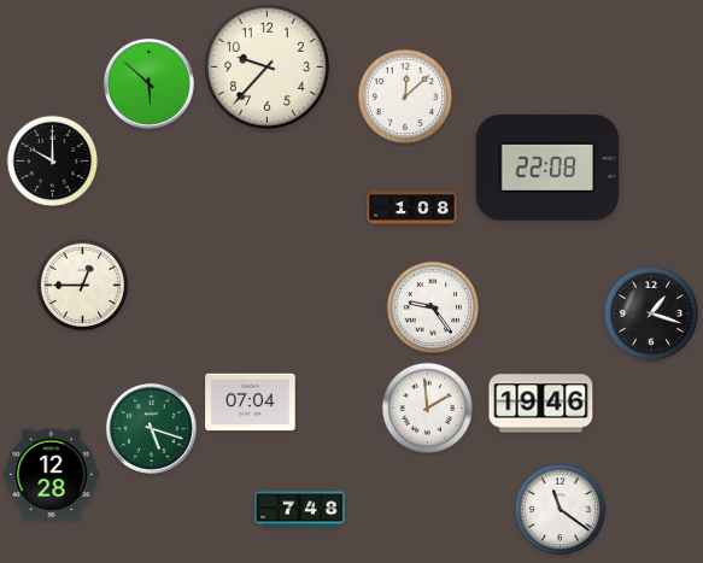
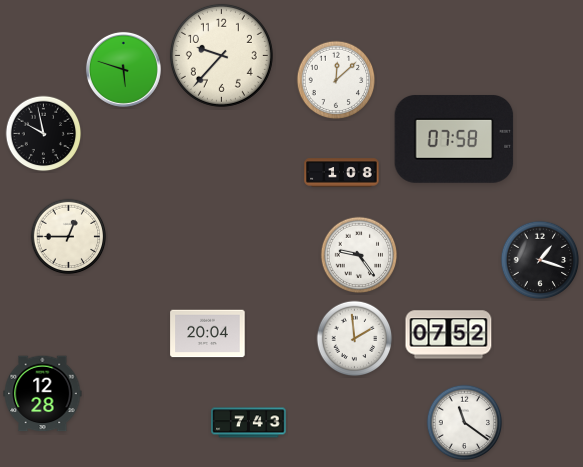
clock at (148, 83): 5:52 -> 5:48
clock at (53, 162): 10:00 -> 9:58
clock at (547, 168): 22:08 -> 07:58
clock at (251, 403): 07:04 -> 20:04
clock at (541, 404): 19:46 -> 07:52
clock at (151, 428): 5:18 -> none
clock at (300, 510): 7:48 -> 7:43
